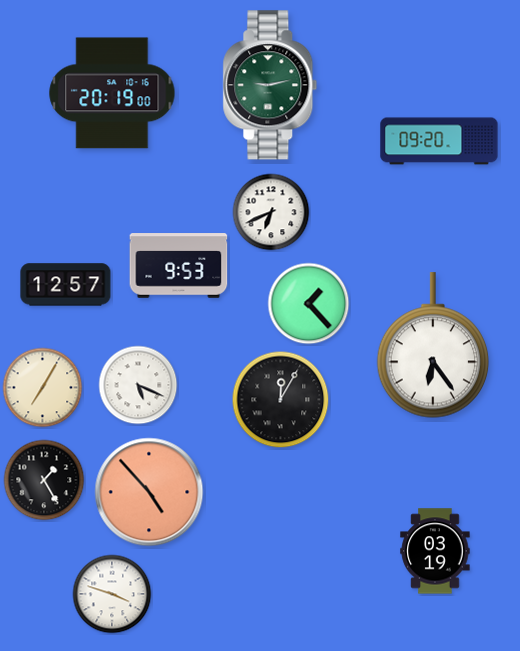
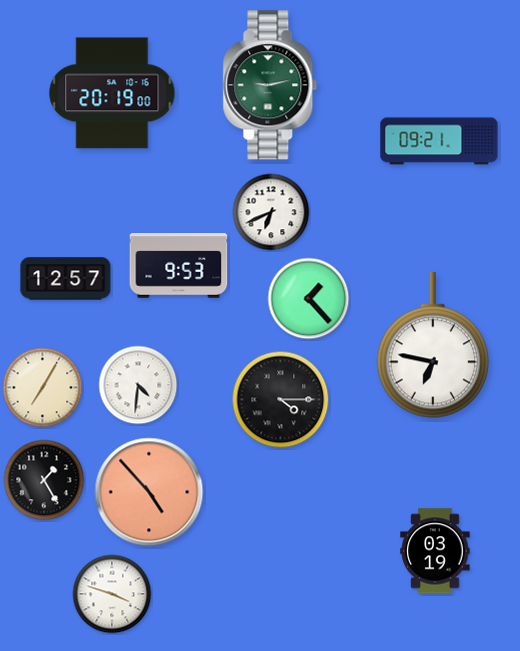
clock at (439, 141): 09:20 -> 09:21
clock at (66, 285) position: (66, 285) -> (66, 279)
clock at (309, 304) position: (309, 304) -> (309, 299)
clock at (433, 345): 6:24 -> 6:47
clock at (138, 385): 5:19 -> 4:31
clock at (281, 400): 12:05 -> 4:15
